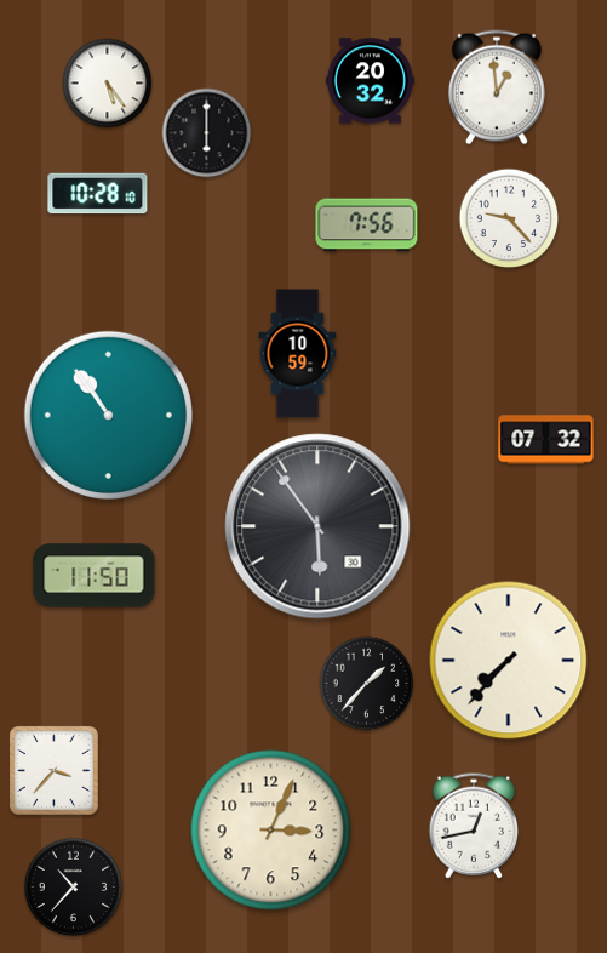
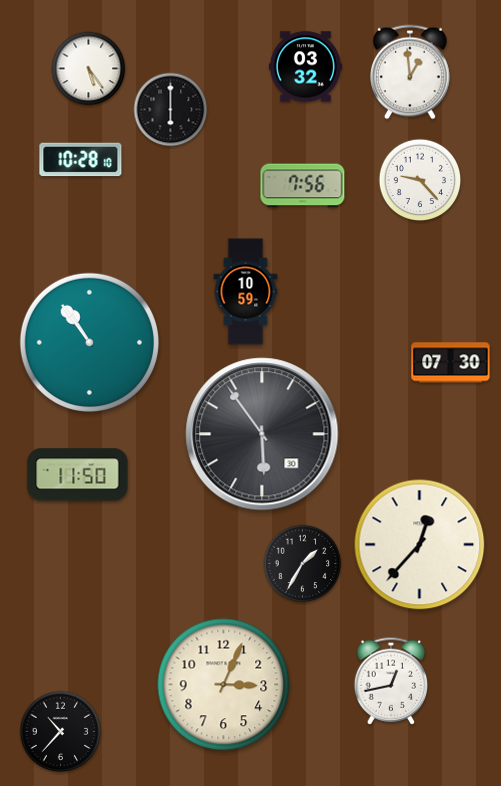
clock at (370, 81): 20:32 -> 03:32
clock at (546, 440): 07:32 -> 07:30
clock at (509, 661): 7:37 -> 12:37
clock at (367, 684): 1:37 -> 1:35
clock at (53, 770): 3:37 -> none
